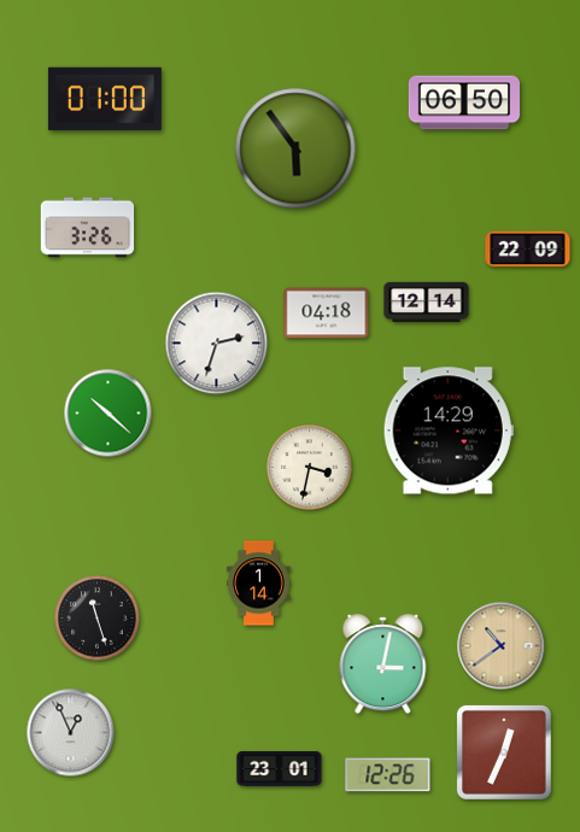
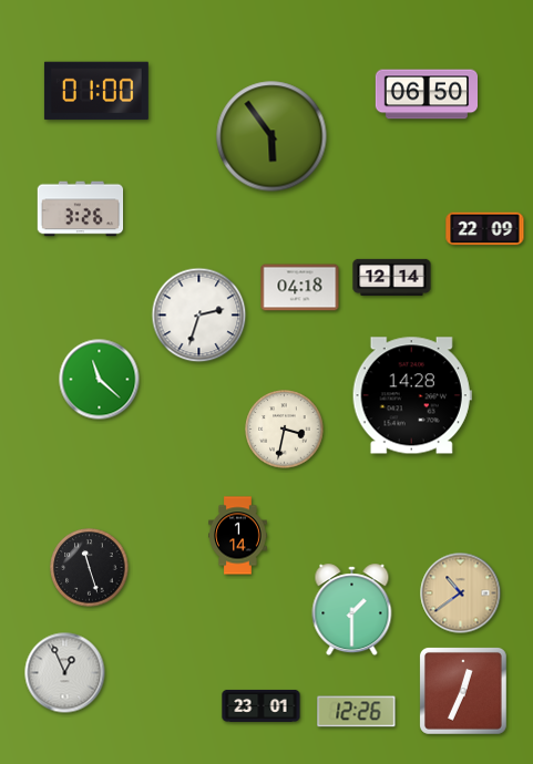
clock at (109, 414): 10:22 -> 11:22
clock at (449, 430): 14:29 -> 14:28
clock at (383, 664): 3:02 -> 1:30
clock at (280, 768) position: (280, 768) -> (262, 705)
